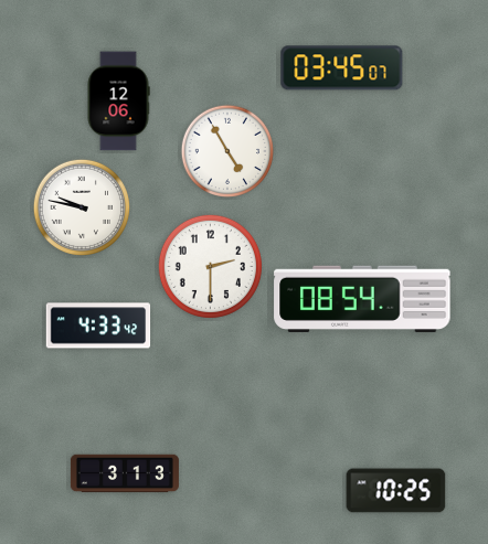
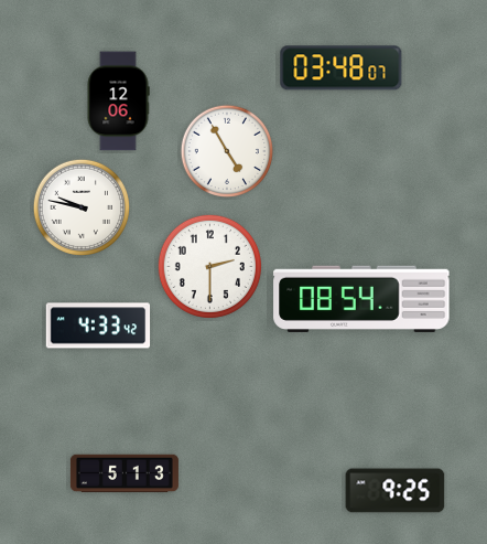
clock at (342, 68): 03:45 -> 03:48
clock at (125, 473): 3:13 -> 5:13
clock at (396, 491): 10:25 -> 9:25
